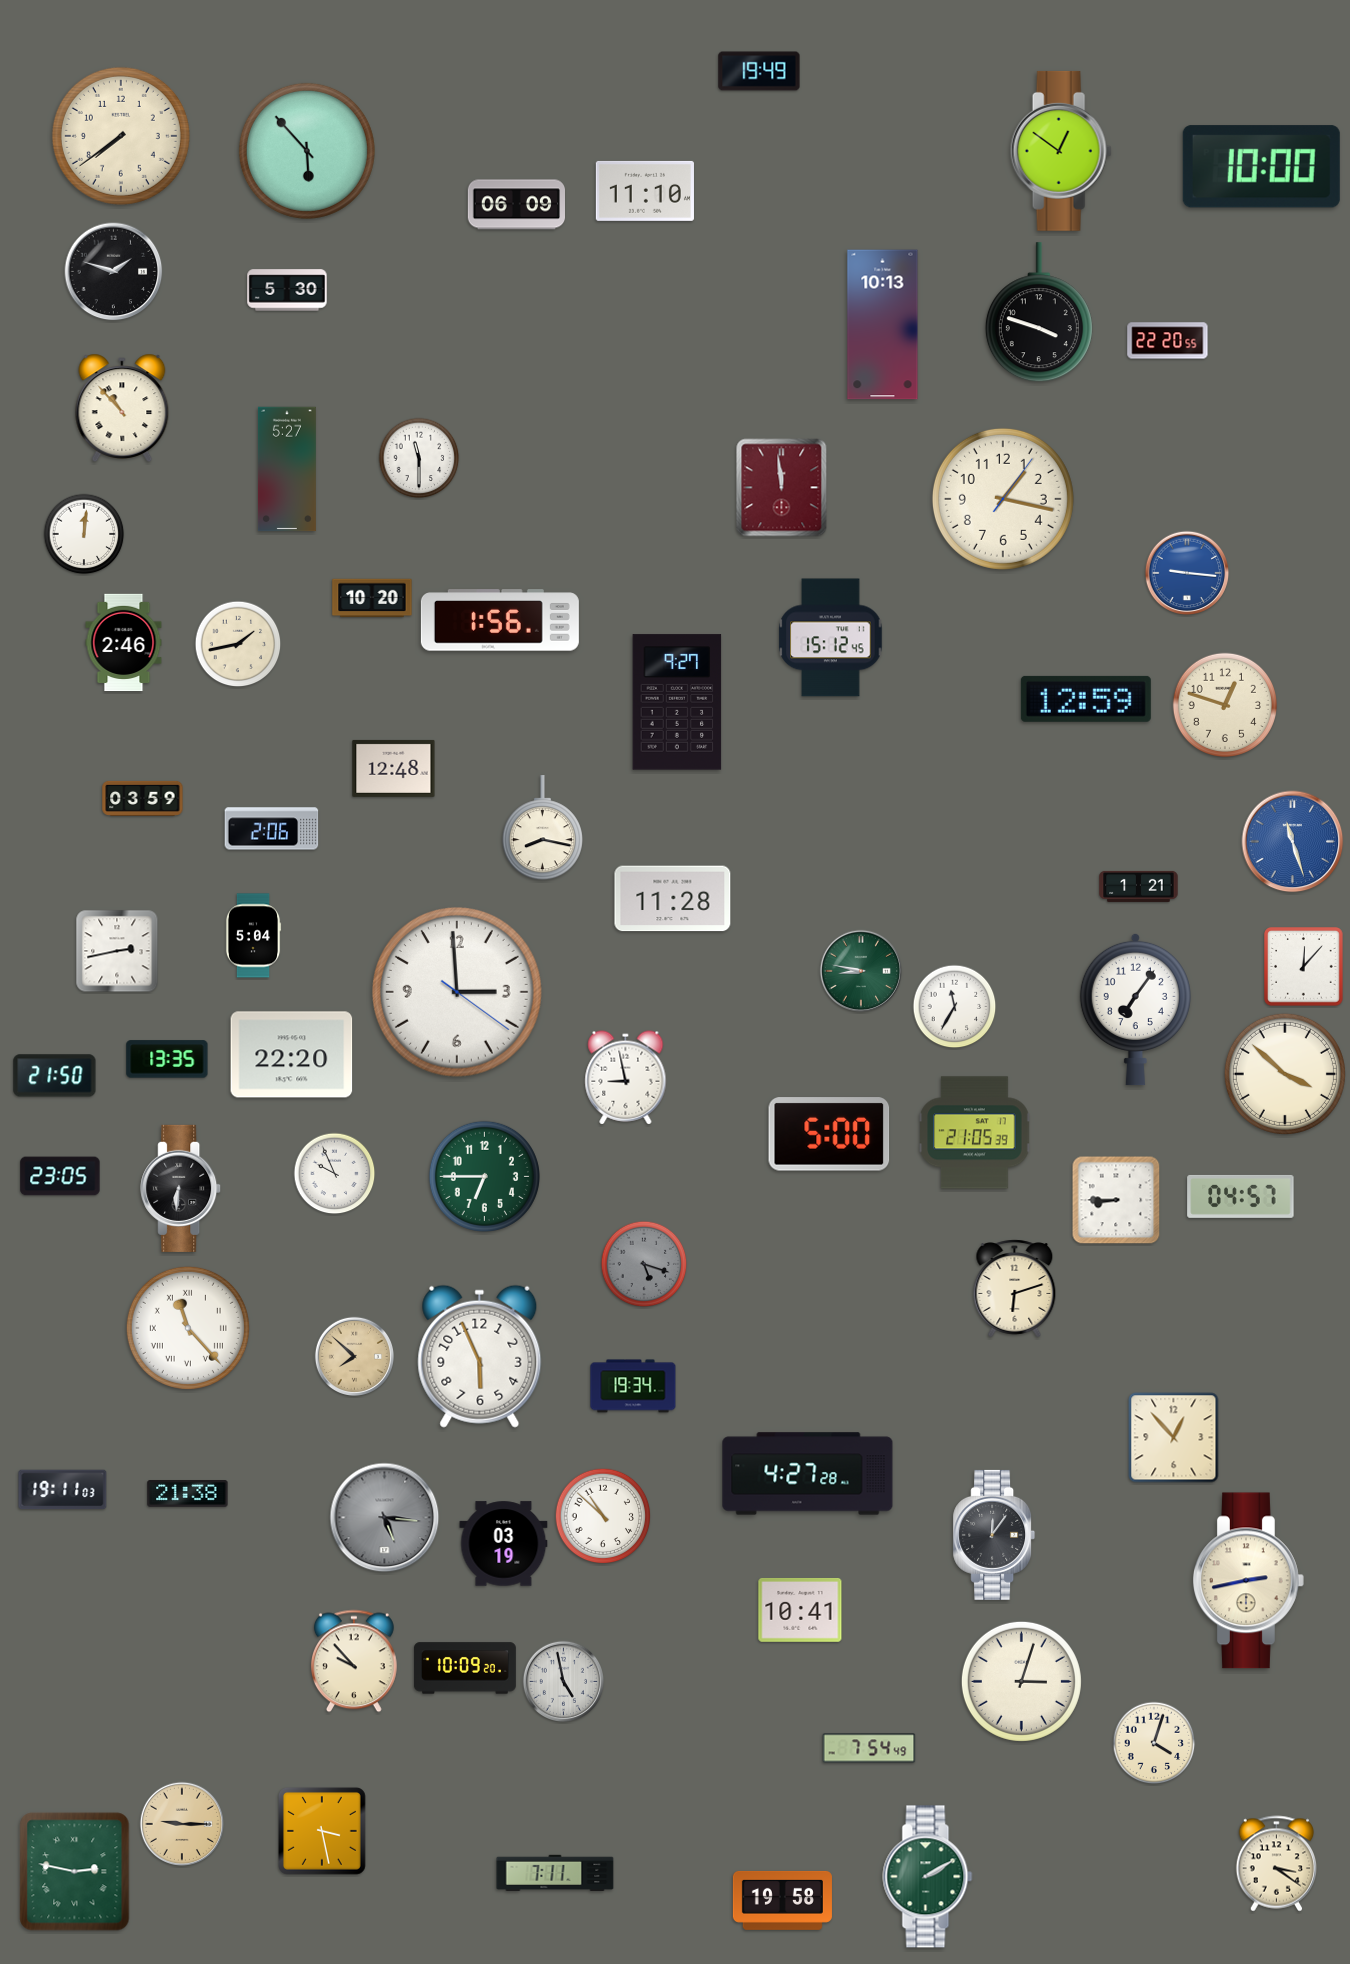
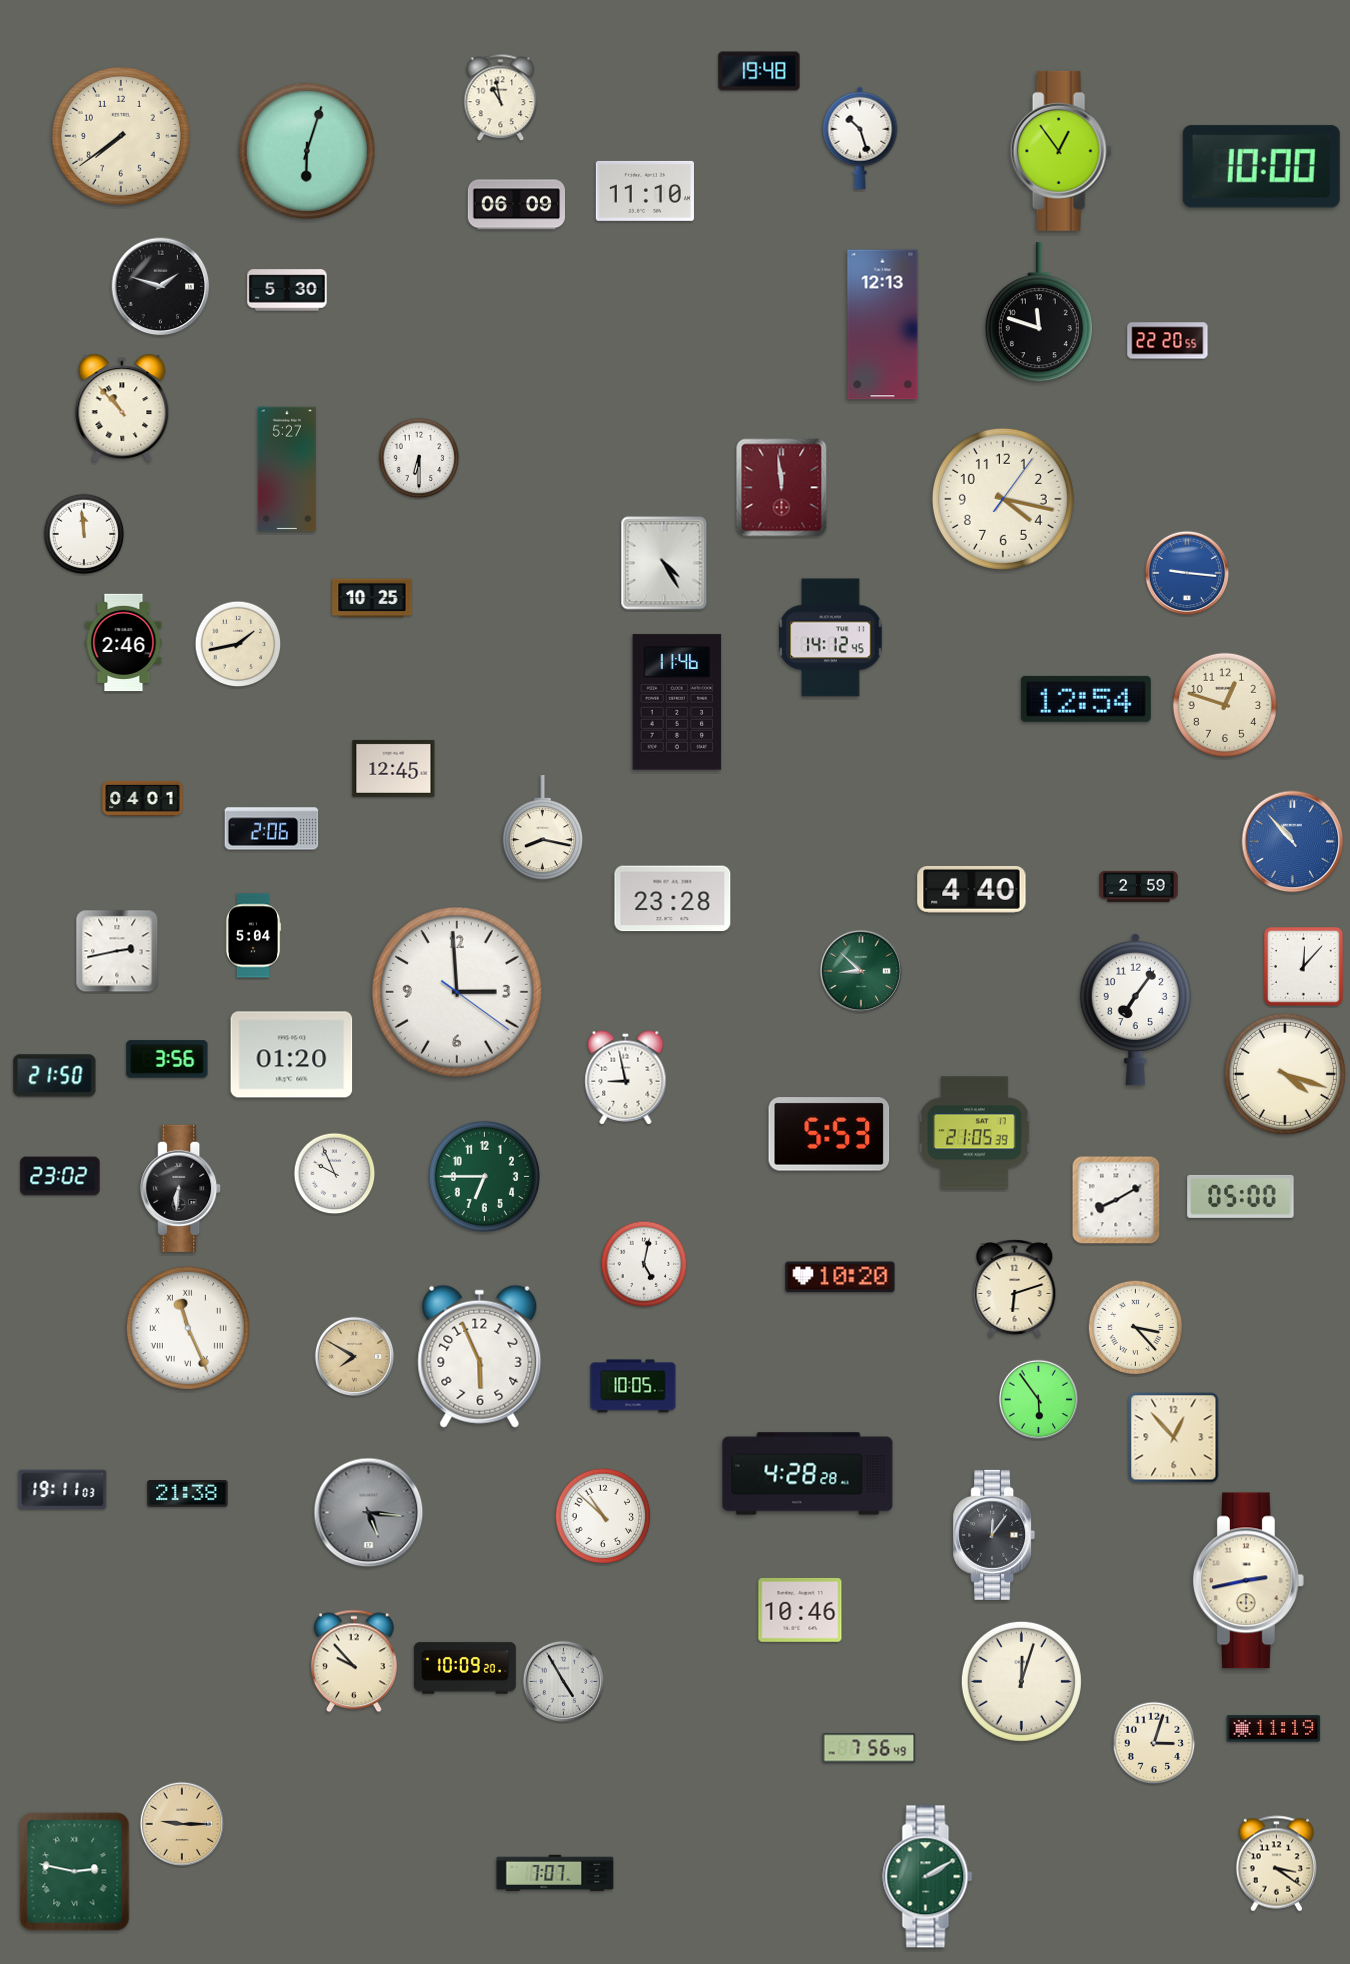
clock at (759, 71): 19:49 -> 19:48
clock at (501, 98): none -> 10:58
clock at (860, 138): none -> 10:27
clock at (307, 151): 5:53 -> 6:03
clock at (1061, 151): 12:51 -> 12:54
clock at (114, 272) position: (114, 272) -> (161, 287)
clock at (1039, 313): 3:48 -> 11:48
clock at (883, 325): 10:13 -> 12:13
clock at (419, 458): 11:30 -> 6:30
clock at (1003, 499): 1:17 -> 4:17
clock at (84, 534): 12:01 -> 11:59
clock at (664, 563): none -> 4:25
clock at (372, 598): 10:20 -> 10:25
clock at (500, 620): 1:56 -> none
clock at (831, 638): 15:12 -> 14:12
clock at (1086, 699): 12:59 -> 12:54
clock at (677, 702): 9:27 -> 11:46
clock at (394, 768): 12:48 -> 12:45
clock at (143, 798): 03:59 -> 04:01
clock at (1293, 842): 11:27 -> 10:53
clock at (1139, 886): 1:21 -> 2:59
clock at (972, 889): none -> 4:40
clock at (673, 899): 11:28 -> 23:28
clock at (860, 970): 8:47 -> 8:52
clock at (955, 1007): 11:35 -> none
clock at (292, 1055): 22:20 -> 01:20
clock at (167, 1059): 13:35 -> 3:56
clock at (1285, 1074): 3:52 -> 4:18
clock at (829, 1134): 5:00 -> 5:53
clock at (60, 1176): 23:05 -> 23:02
clock at (1241, 1196): 04:57 -> 05:00
clock at (1116, 1200): 8:45 -> 8:10
clock at (644, 1264): 5:18 -> 5:02
clock at (644, 1264) dial: grey -> white
clock at (840, 1277): none -> 10:20
clock at (188, 1328): 11:23 -> 11:26
clock at (1136, 1328): none -> 3:23
clock at (354, 1356): 7:52 -> 7:50
clock at (633, 1386): 19:34 -> 10:05
clock at (1038, 1399): none -> 5:54
clock at (808, 1474): 4:27 -> 4:28
clock at (385, 1518) position: (385, 1518) -> (369, 1513)
clock at (504, 1544): 03:19 -> none
clock at (800, 1610): 10:41 -> 10:46
clock at (563, 1681): 4:58 -> 4:55
clock at (1021, 1681): 3:03 -> 12:03
clock at (1274, 1729): none -> 11:19
clock at (1154, 1743): 4:03 -> 3:03
clock at (869, 1748): 7:54 -> 7:56
clock at (322, 1831): 3:28 -> none
clock at (555, 1873): 7:11 -> 7:07
clock at (782, 1900): 19:58 -> none
